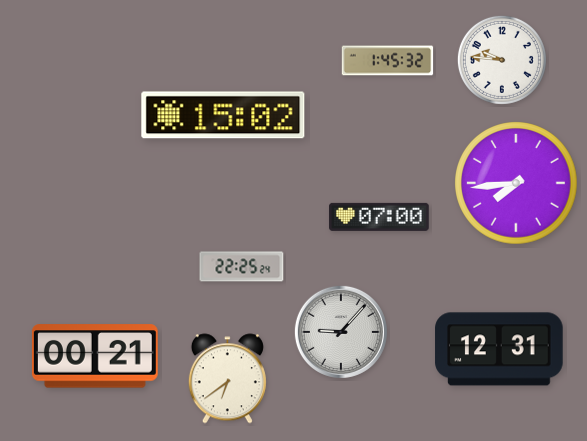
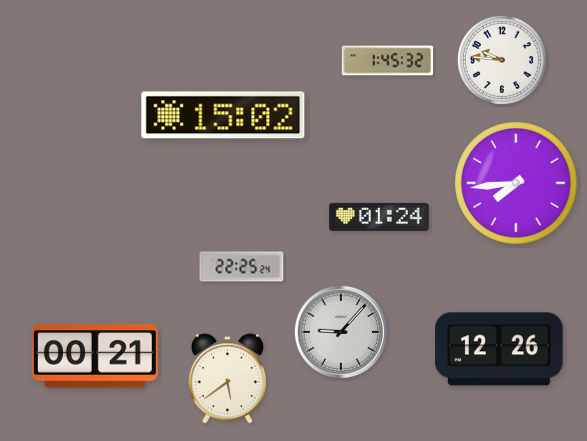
clock at (379, 217): 07:00 -> 01:24
clock at (499, 349): 12:31 -> 12:26
clock at (227, 379): 6:39 -> 5:39
